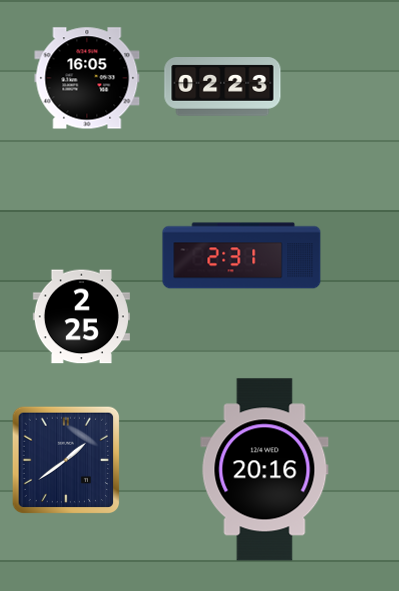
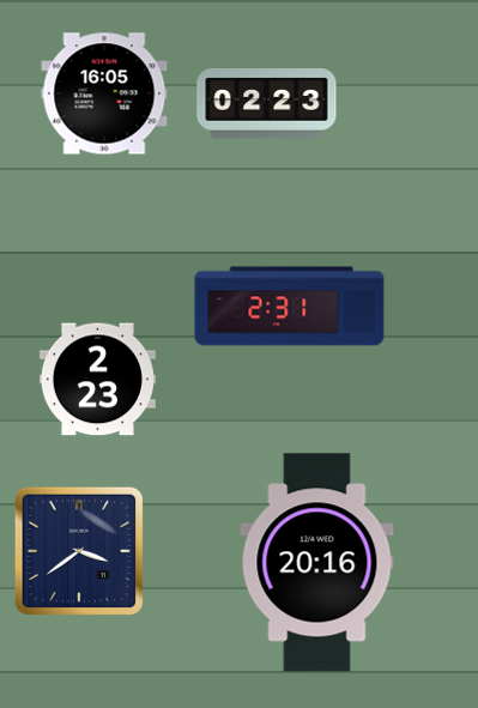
clock at (81, 317): 2:25 -> 2:23
clock at (66, 460): 1:39 -> 3:39
